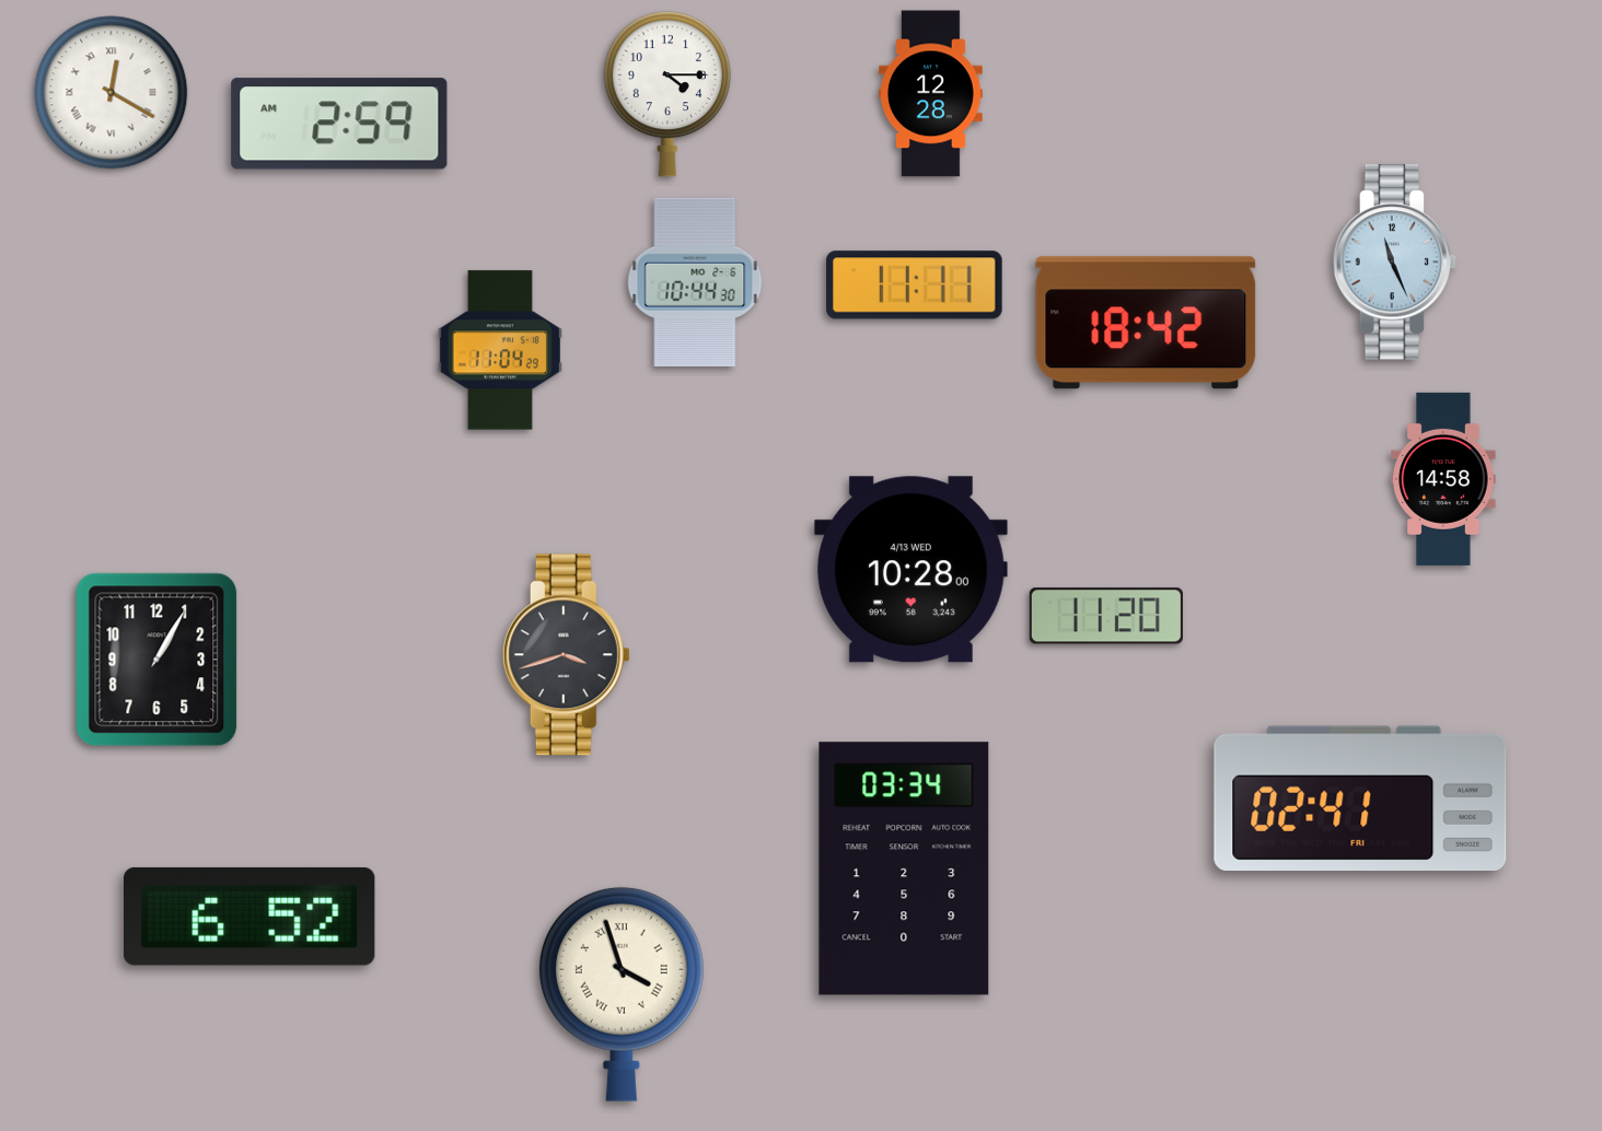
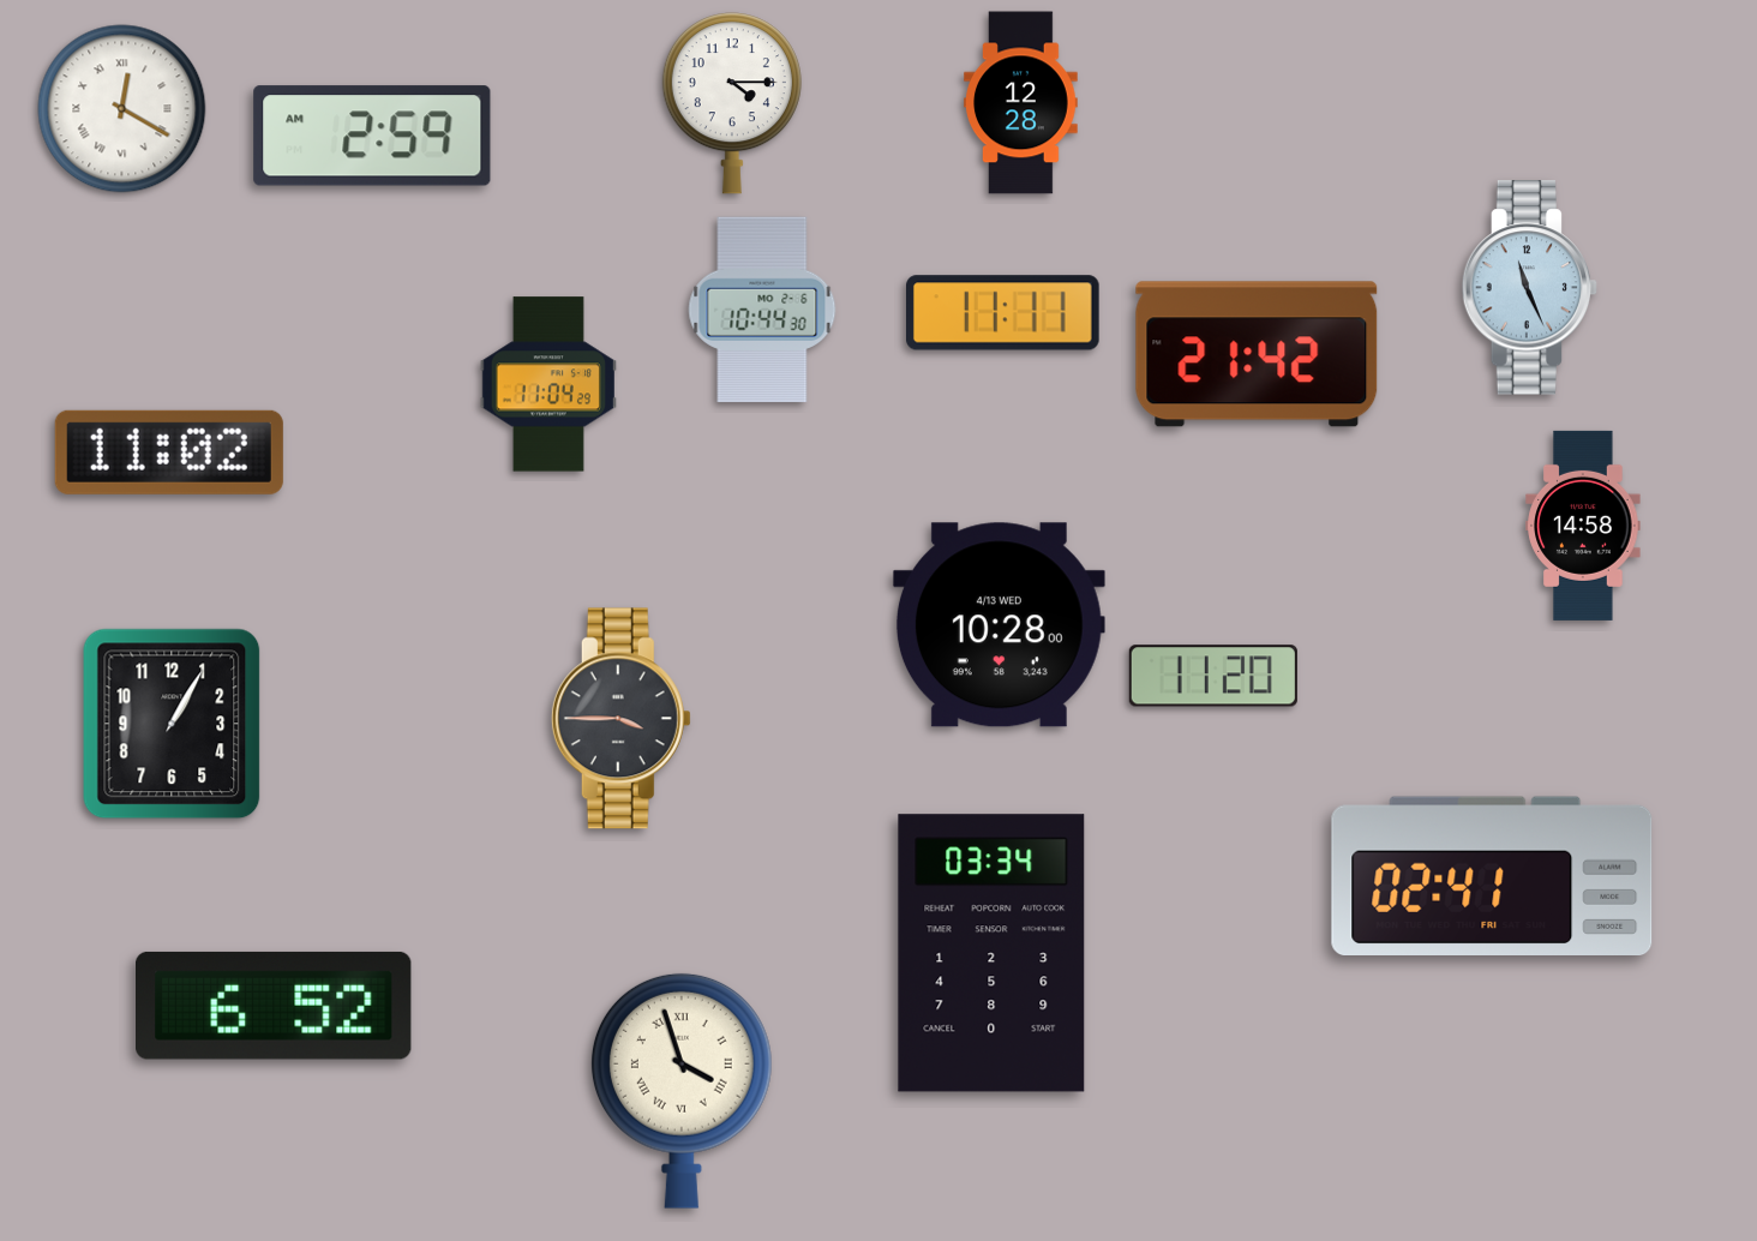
clock at (112, 93) position: (112, 93) -> (122, 109)
clock at (1146, 323): 18:42 -> 21:42
clock at (169, 452): none -> 11:02
clock at (566, 655): 3:42 -> 3:45
